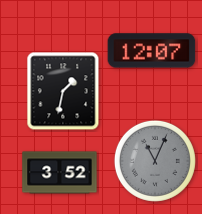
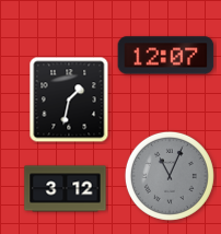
clock at (60, 173): 3:52 -> 3:12
